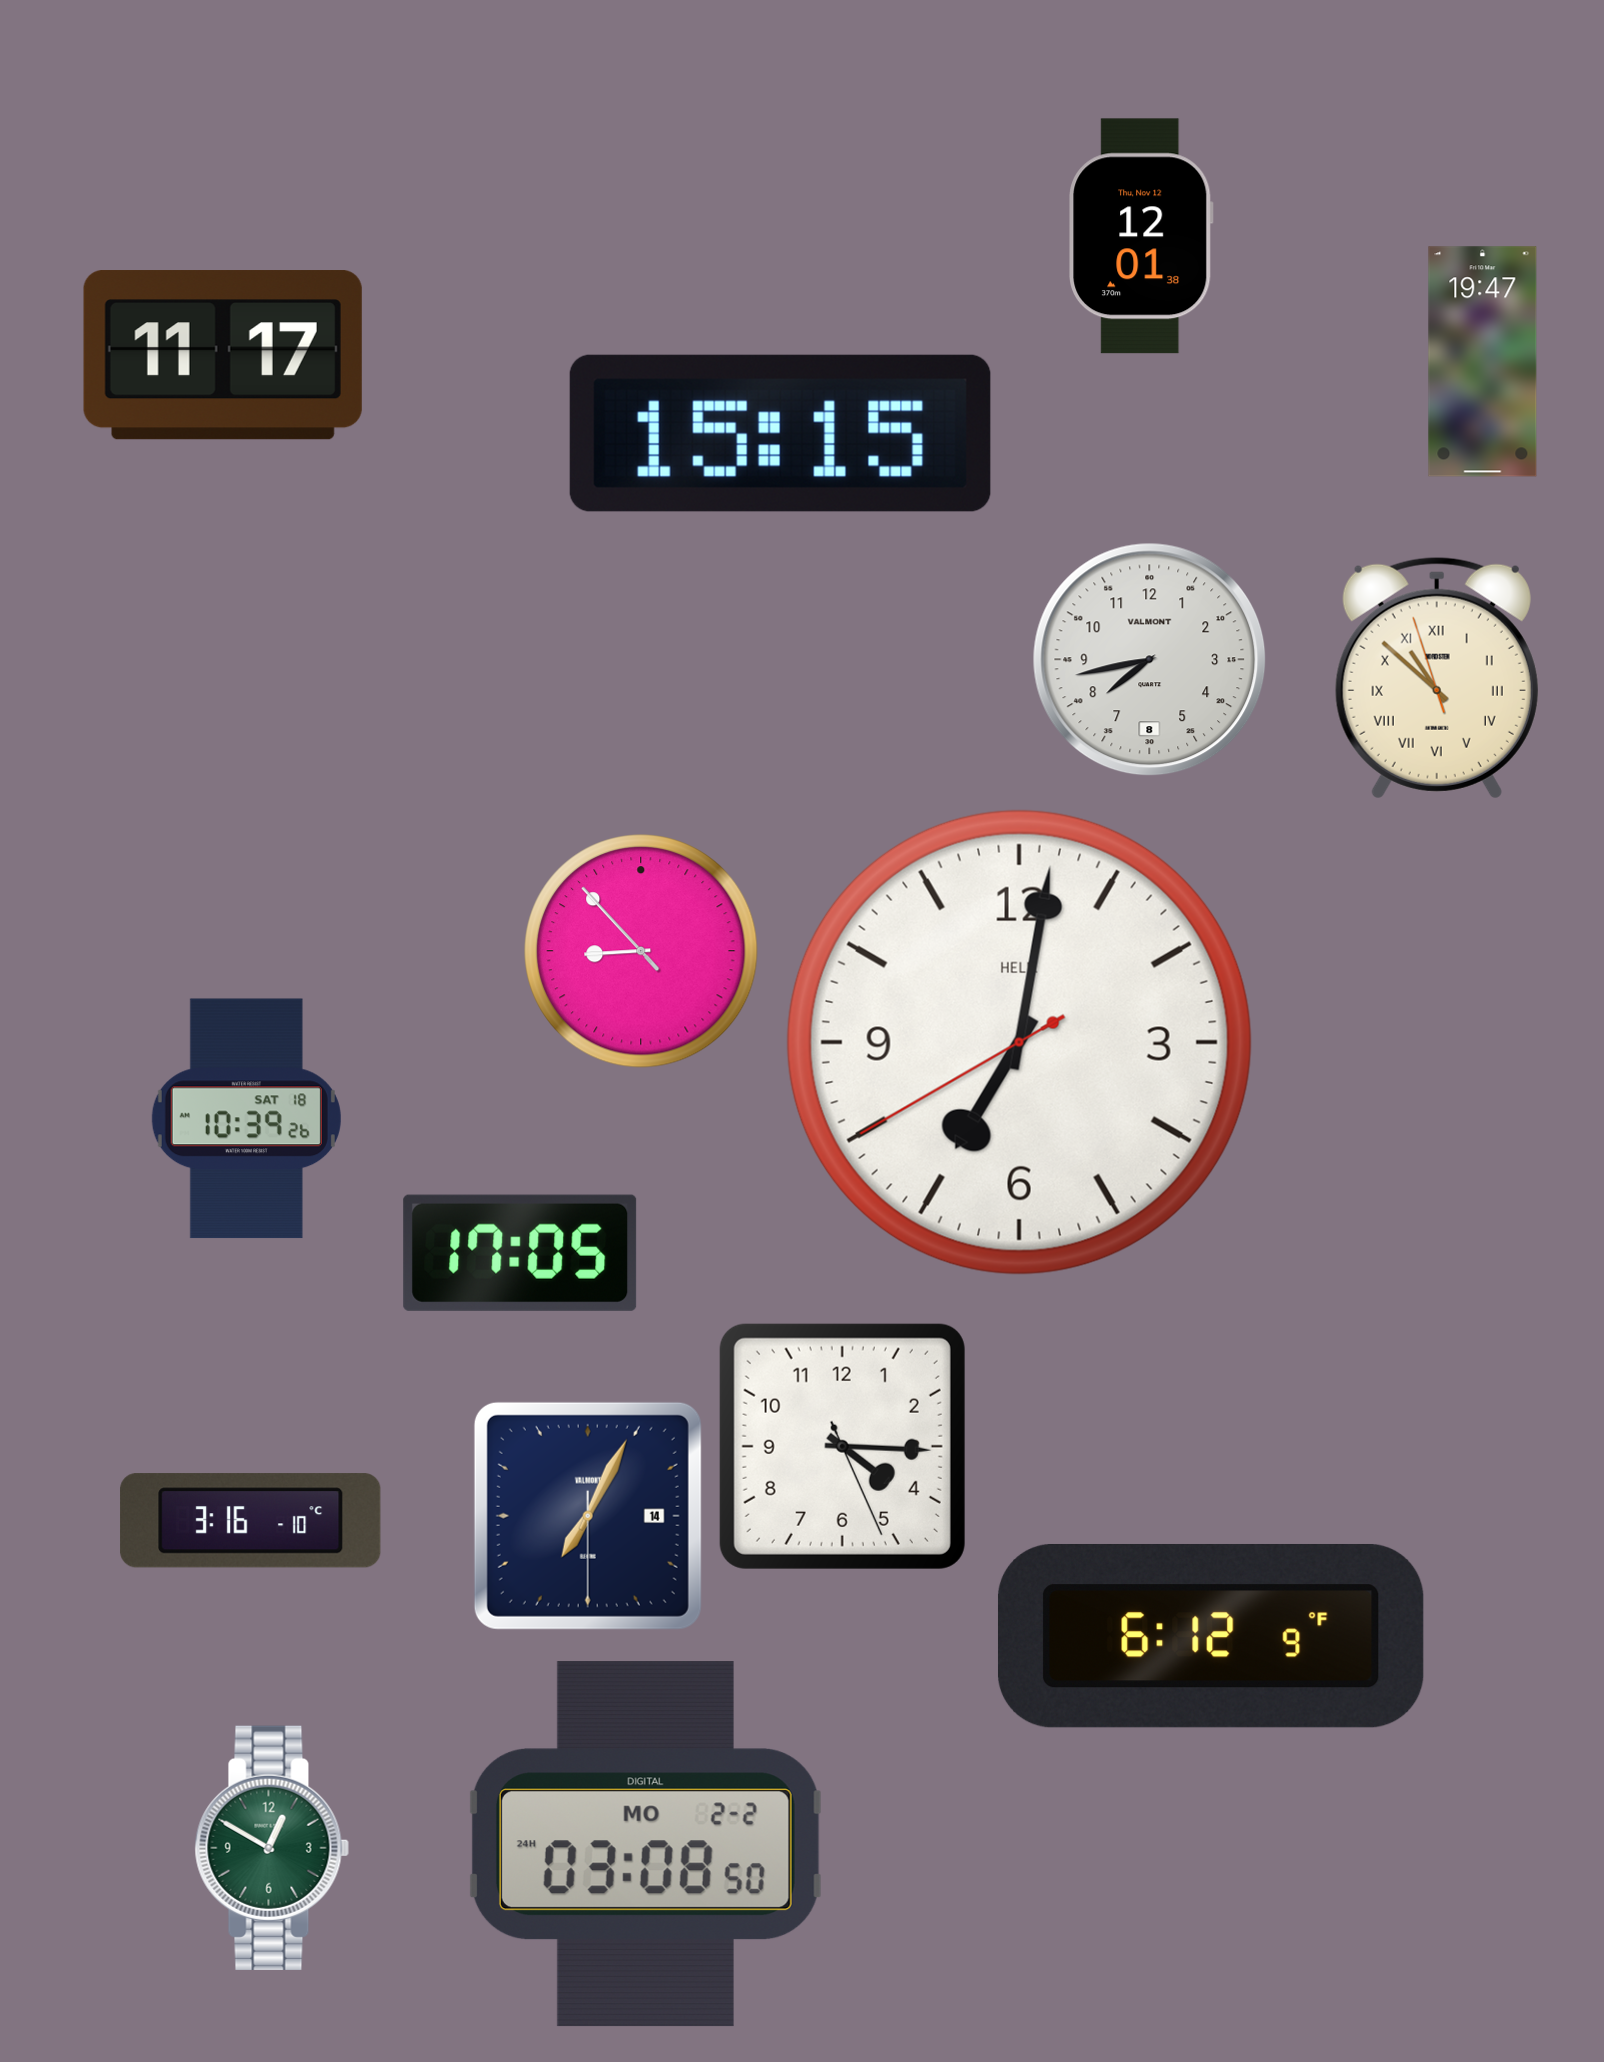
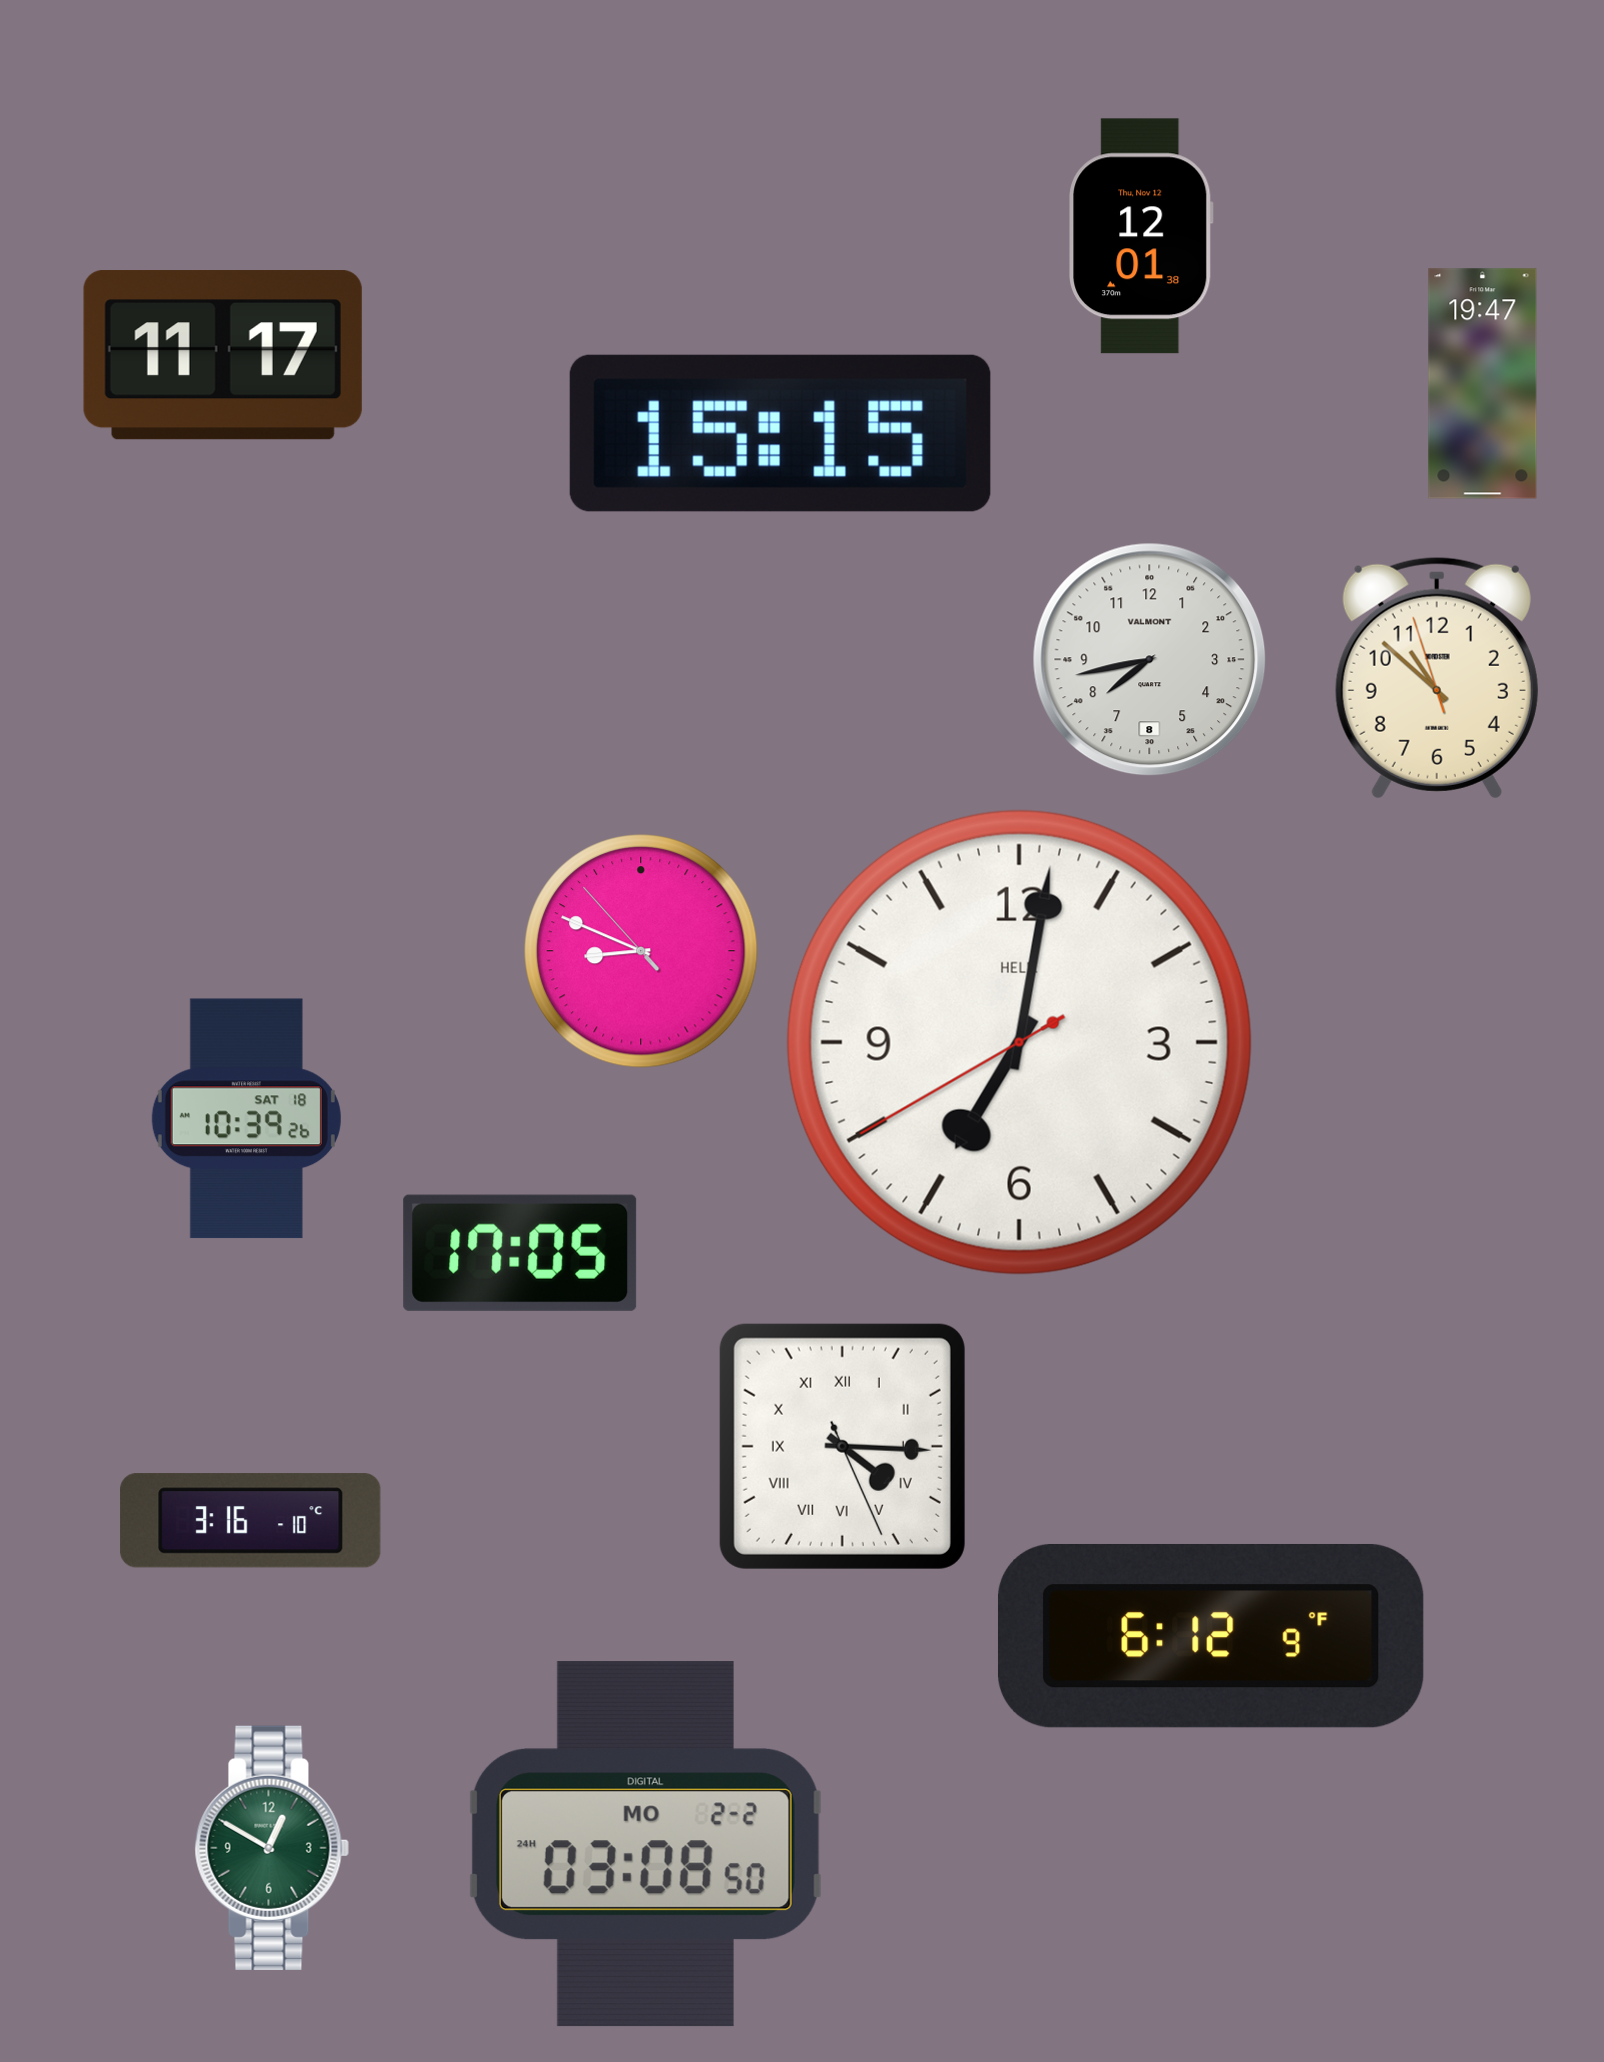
clock at (1483, 362) position: (1483, 362) -> (1483, 384)
clock at (1437, 678) numerals: Roman -> Arabic
clock at (641, 951): 8:52 -> 8:48
clock at (842, 1446) numerals: Arabic -> Roman
clock at (588, 1516): 7:04 -> none
